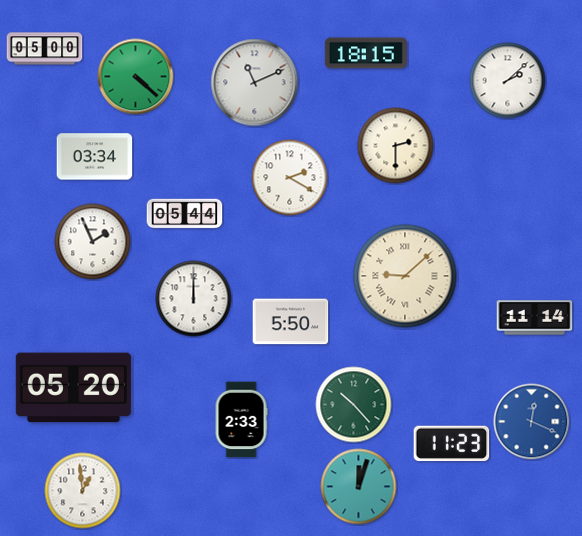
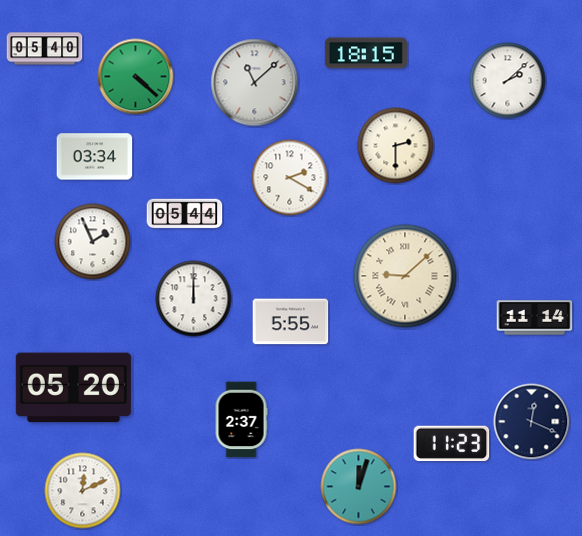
clock at (45, 49): 05:00 -> 05:40
clock at (255, 83): 11:11 -> 11:08
clock at (291, 322): 5:50 -> 5:55
clock at (354, 405): 10:23 -> none
clock at (241, 420): 2:33 -> 2:37
clock at (532, 422) dial: blue -> navy
clock at (83, 491): 12:59 -> 12:11
